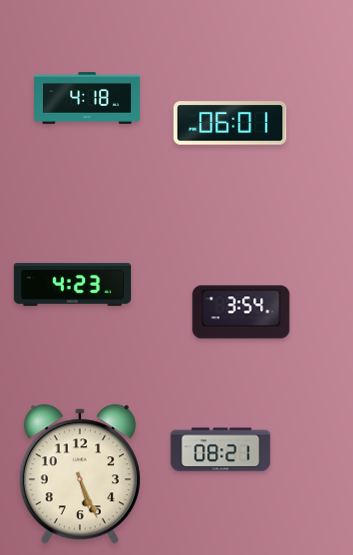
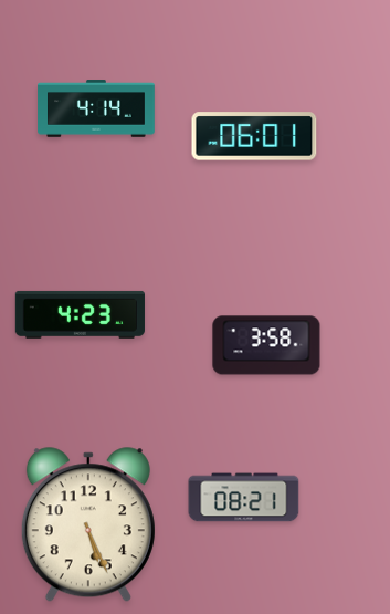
clock at (87, 98): 4:18 -> 4:14
clock at (241, 312): 3:54 -> 3:58
